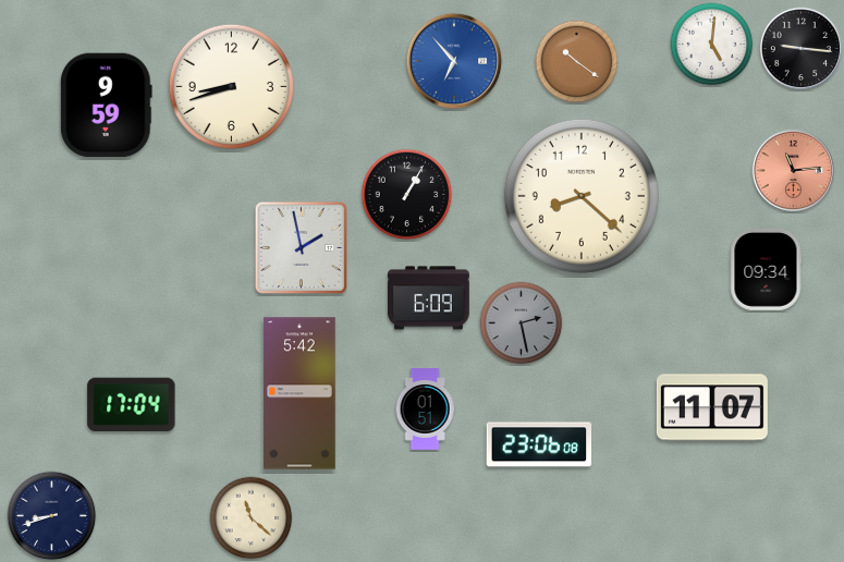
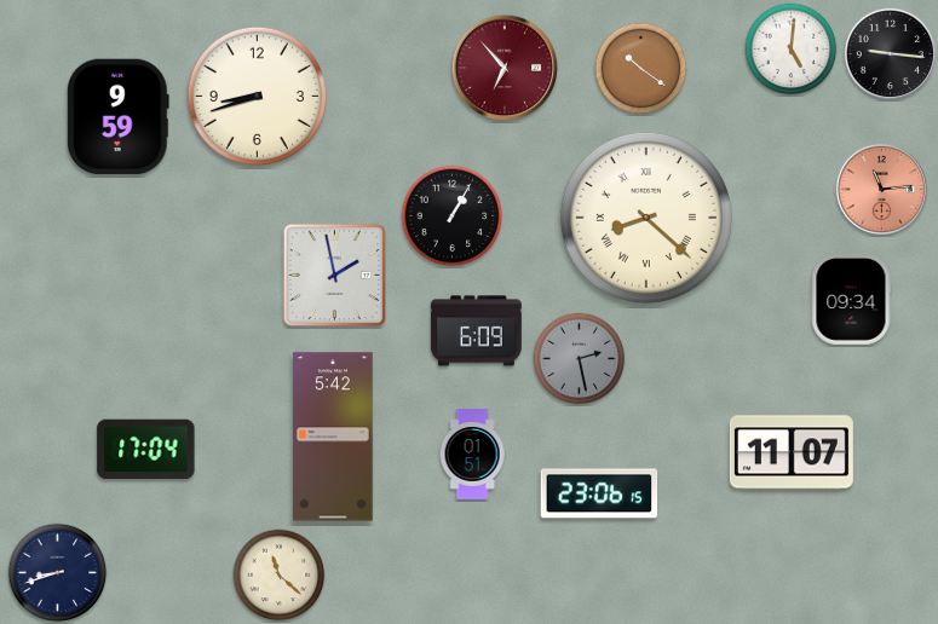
clock at (454, 61) dial: blue -> burgundy
clock at (582, 196) numerals: Arabic -> Roman
clock at (539, 444): 23:06:08 -> 23:06:15
